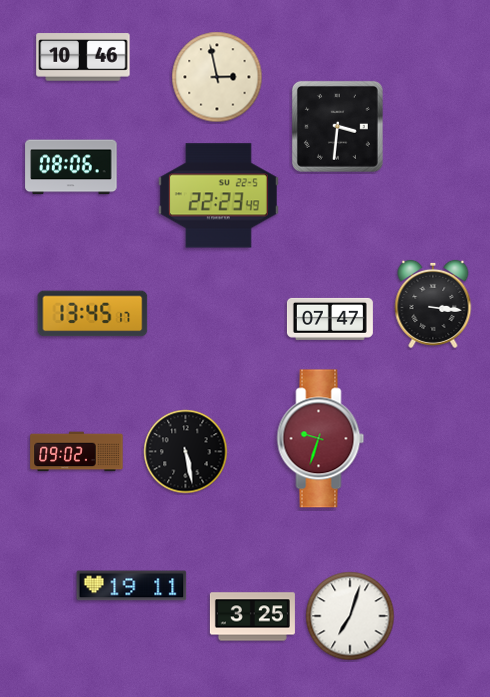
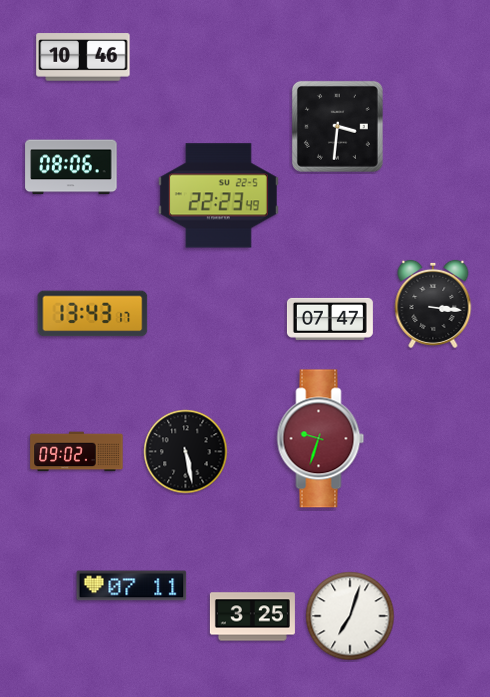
clock at (217, 77): 2:58 -> none
clock at (93, 314): 13:45 -> 13:43
clock at (132, 586): 19:11 -> 07:11
